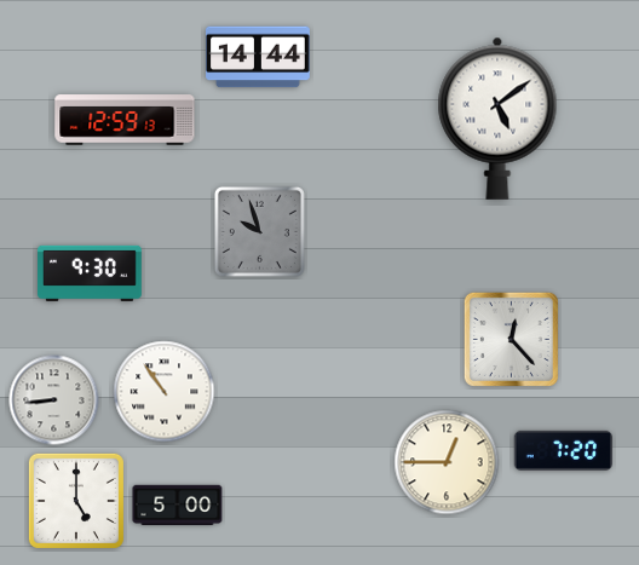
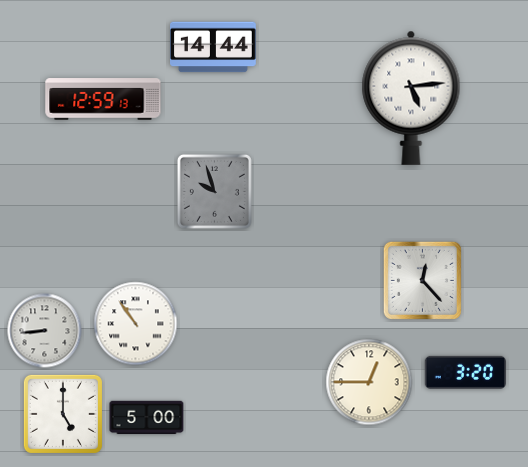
clock at (497, 119): 5:09 -> 5:14
clock at (91, 273): 9:30 -> none
clock at (563, 450): 7:20 -> 3:20
